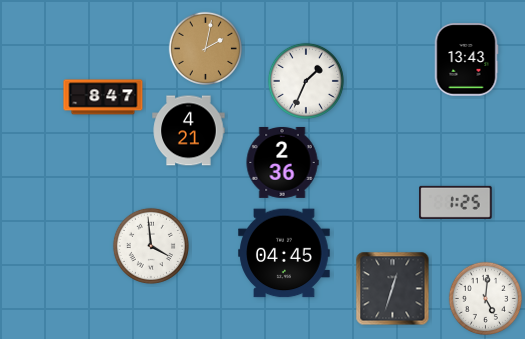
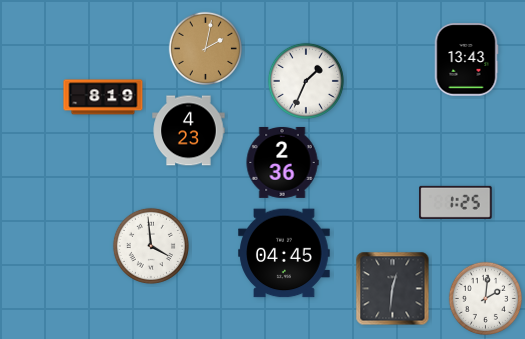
clock at (103, 97): 8:47 -> 8:19
clock at (189, 131): 4:21 -> 4:23
clock at (393, 289): 12:33 -> 12:31
clock at (485, 298): 5:01 -> 2:01
